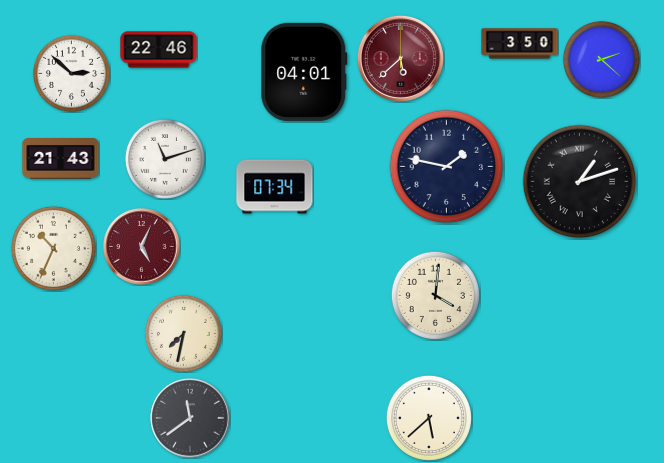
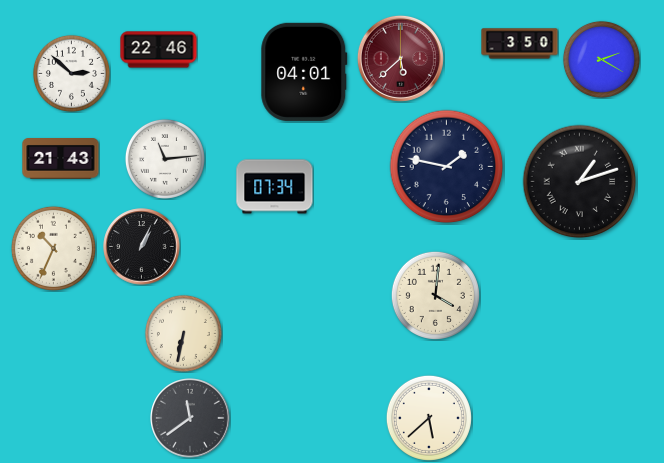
clock at (601, 59): 2:22 -> 2:20
clock at (165, 159): 11:12 -> 11:14
clock at (142, 247): 5:04 -> 1:04
clock at (142, 247) dial: burgundy -> black
clock at (183, 333): 7:32 -> 6:32
